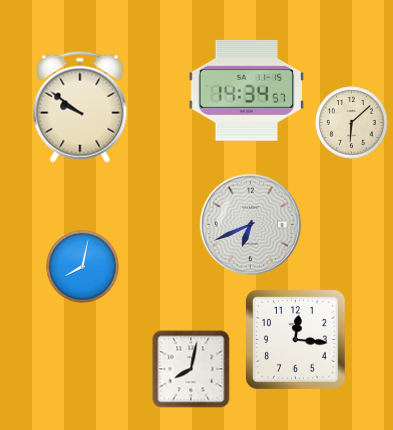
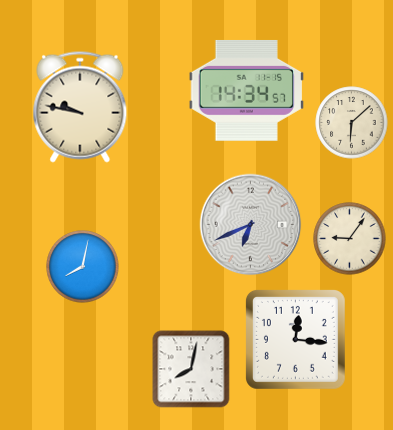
clock at (80, 107): 9:51 -> 9:47
clock at (350, 239): none -> 9:06
